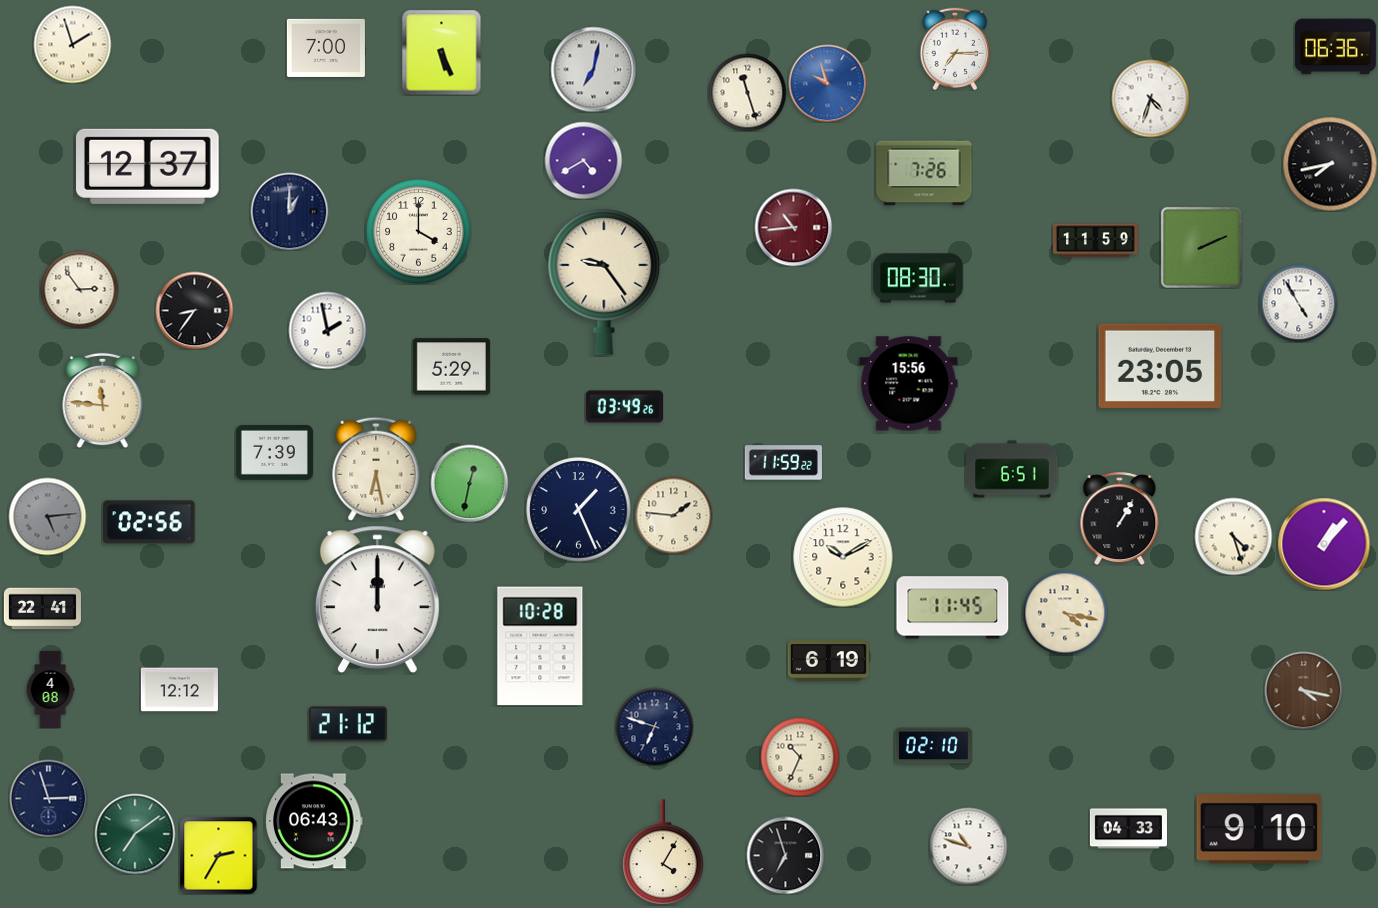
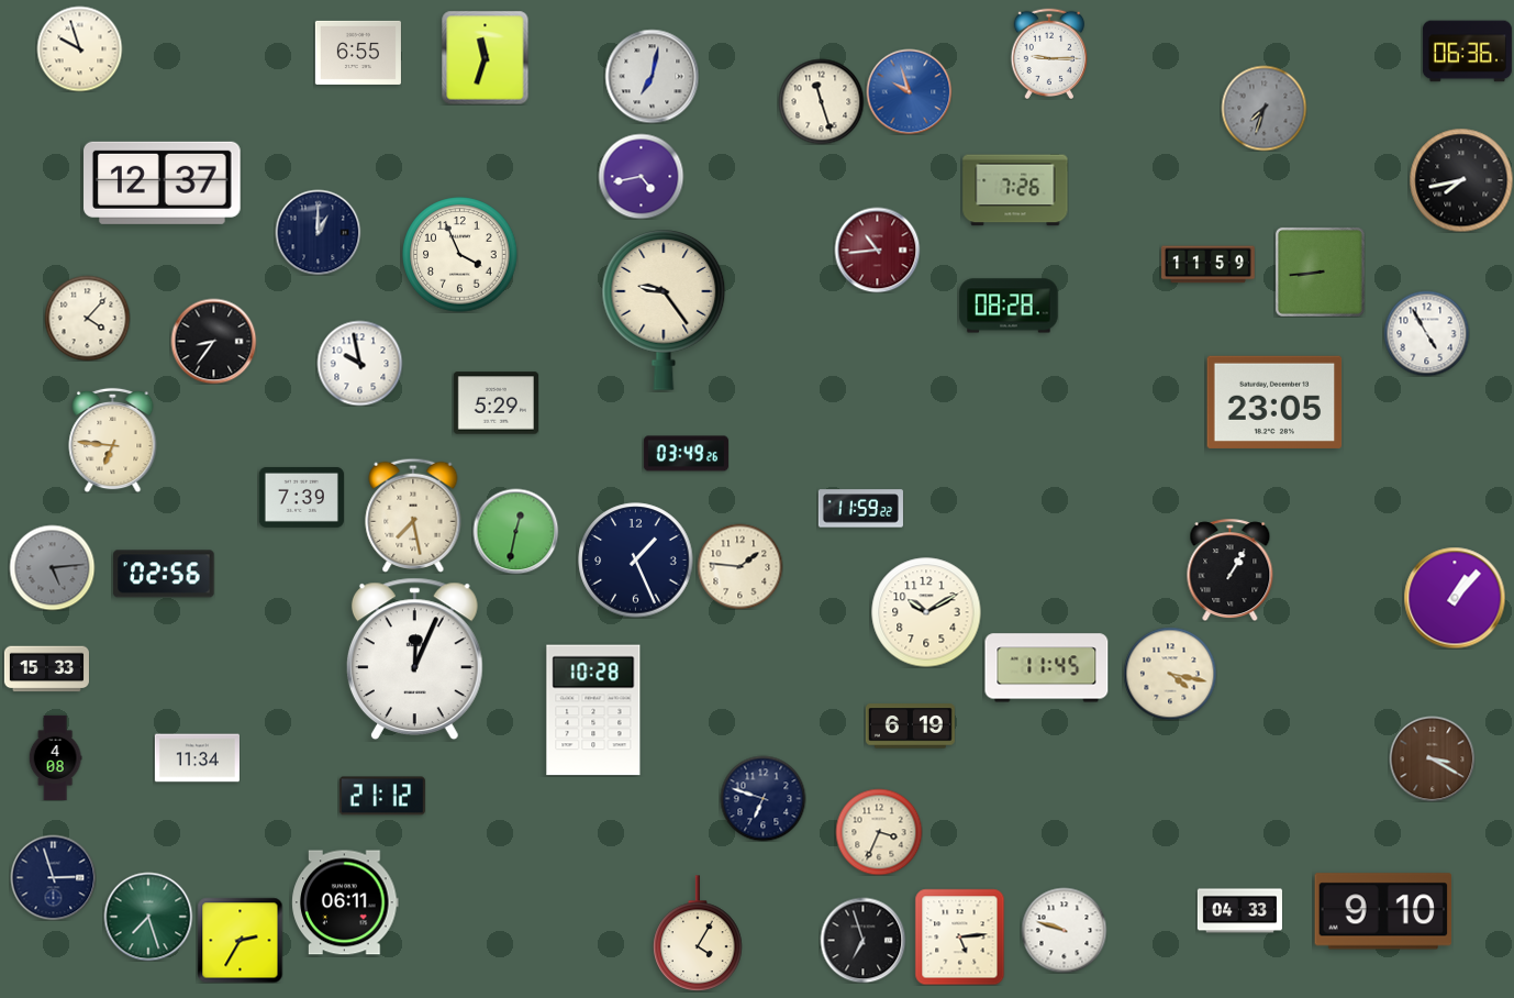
clock at (72, 44): 1:57 -> 9:57
clock at (326, 48): 7:00 -> 6:55
clock at (955, 48): 7:15 -> 9:15
clock at (442, 52): 5:26 -> 11:33
clock at (1150, 98): 4:33 -> 7:33
clock at (1150, 98) dial: white -> grey
clock at (583, 160): 4:40 -> 4:43
clock at (793, 227) position: (793, 227) -> (877, 249)
clock at (419, 232): 4:00 -> 3:56
clock at (1096, 241) position: (1096, 241) -> (1209, 265)
clock at (1201, 247): 2:11 -> 8:44
clock at (918, 278): 08:30 -> 08:28
clock at (79, 289): 2:54 -> 4:07
clock at (327, 330): 1:58 -> 9:58
clock at (909, 384): 15:56 -> none
clock at (103, 400): 11:46 -> 6:46
clock at (624, 407) position: (624, 407) -> (686, 454)
clock at (376, 469): 6:28 -> 7:28
clock at (1012, 469): 6:51 -> none
clock at (1233, 536): 4:27 -> none
clock at (377, 599): 12:00 -> 12:04
clock at (42, 609): 22:41 -> 15:33
clock at (179, 690): 12:12 -> 11:34
clock at (1303, 690): 4:17 -> 3:20
clock at (654, 726) position: (654, 726) -> (762, 798)
clock at (933, 746): 02:10 -> none
clock at (800, 757): 10:34 -> 3:34
clock at (314, 821): 06:43 -> 06:11
clock at (135, 834): 7:09 -> 7:27
clock at (968, 846): 10:48 -> 9:48
clock at (663, 852) position: (663, 852) -> (698, 933)
clock at (960, 936): none -> 5:14
